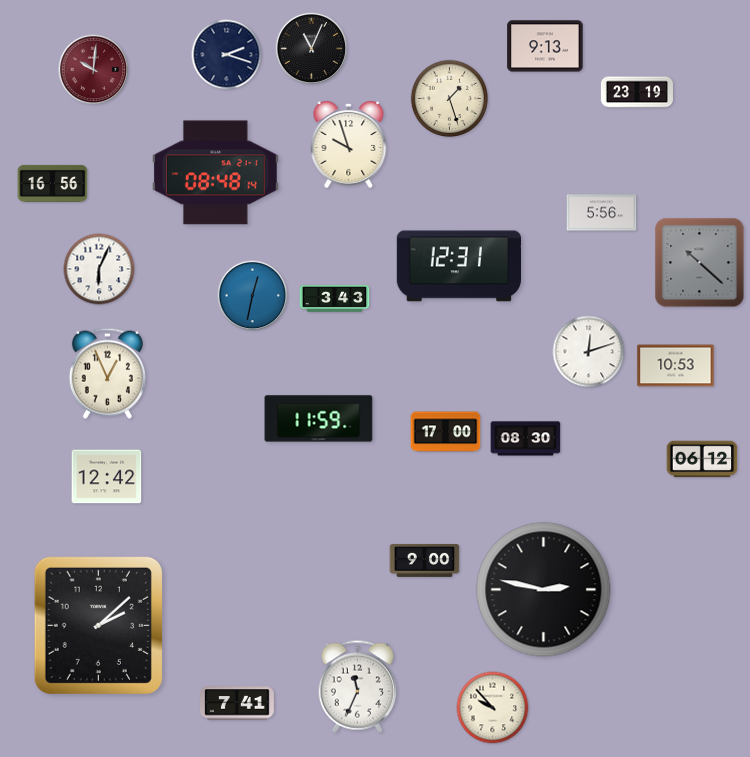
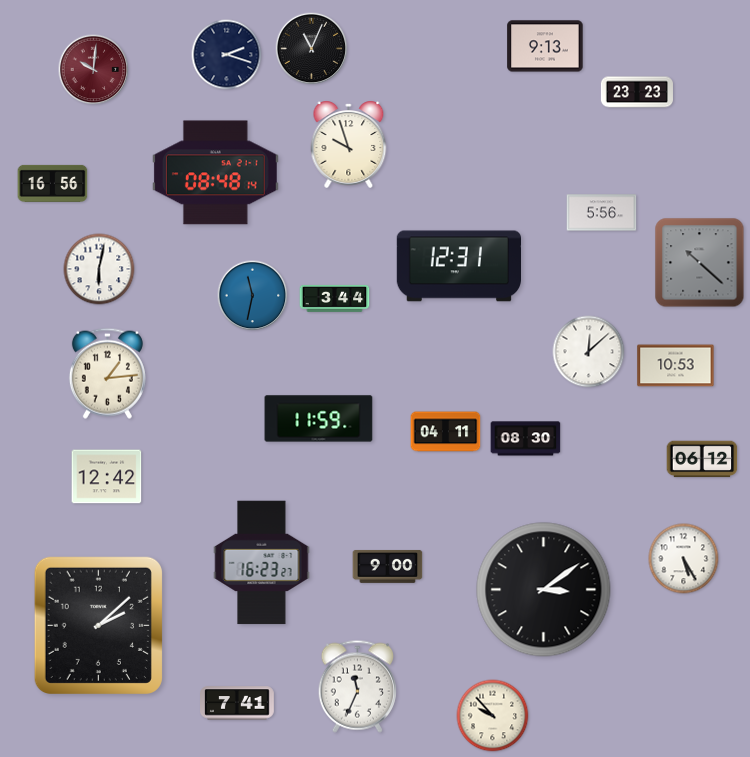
clock at (637, 92): 23:19 -> 23:23
clock at (450, 99): 1:27 -> none
clock at (99, 269): 6:04 -> 6:02
clock at (253, 296): 12:32 -> 11:32
clock at (335, 298): 3:43 -> 3:44
clock at (589, 352): 12:12 -> 12:08
clock at (107, 373): 12:56 -> 1:14
clock at (446, 432): 17:00 -> 04:11
clock at (684, 559): none -> 5:25
clock at (425, 560) position: (425, 560) -> (388, 566)
clock at (262, 563): none -> 16:23
clock at (544, 590): 2:47 -> 3:09
clock at (493, 708) position: (493, 708) -> (493, 716)
